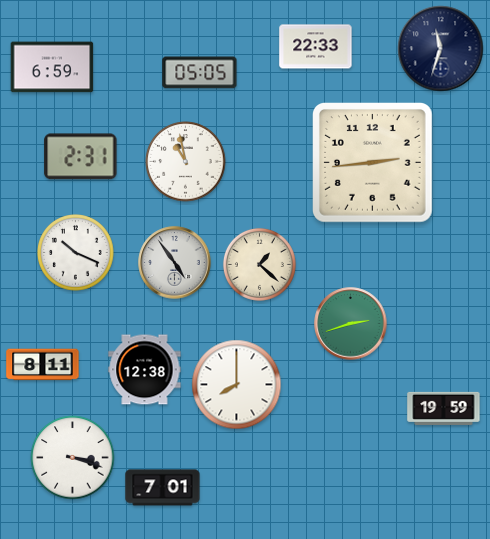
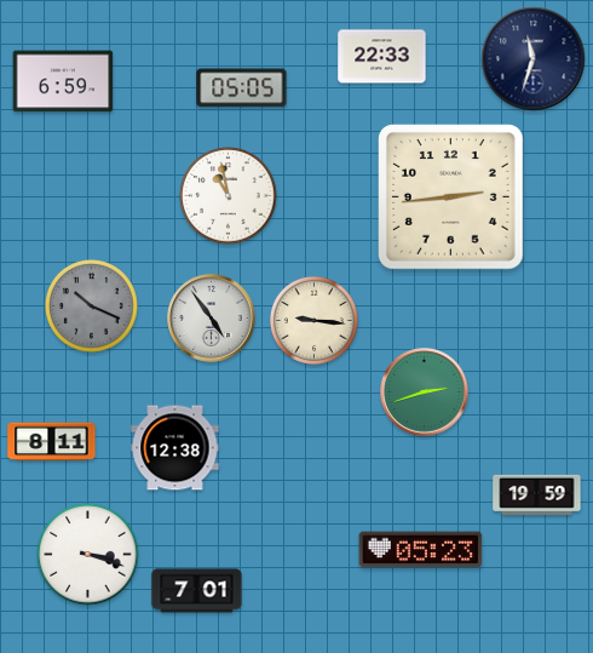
clock at (81, 157): 2:31 -> none
clock at (186, 162) position: (186, 162) -> (229, 196)
clock at (76, 253) dial: white -> grey
clock at (259, 264): 1:22 -> 9:16
clock at (237, 385): 8:00 -> none
clock at (421, 550): none -> 05:23
